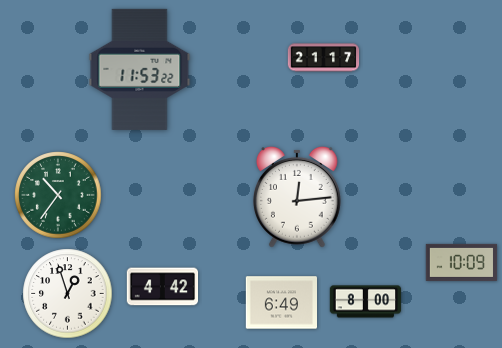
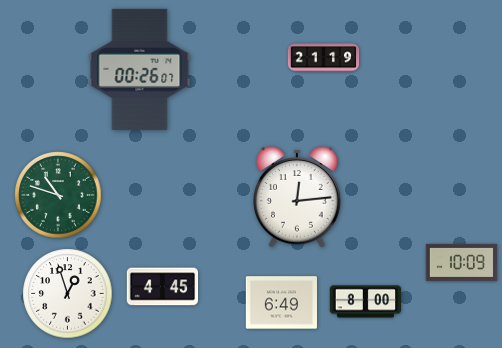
clock at (324, 58): 21:17 -> 21:19
clock at (140, 69): 11:53 -> 00:26
clock at (58, 195): 10:36 -> 10:48
clock at (163, 287): 4:42 -> 4:45
